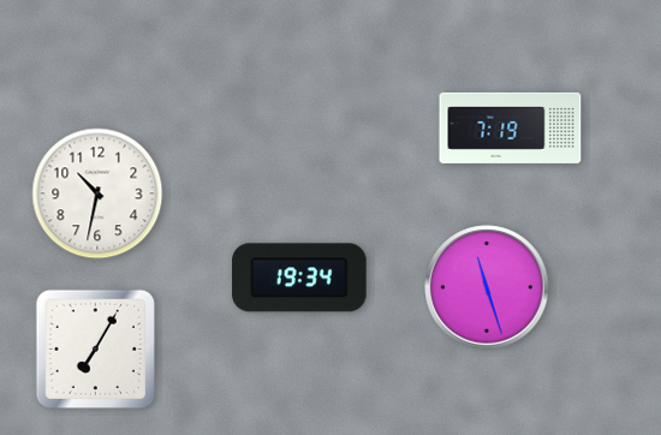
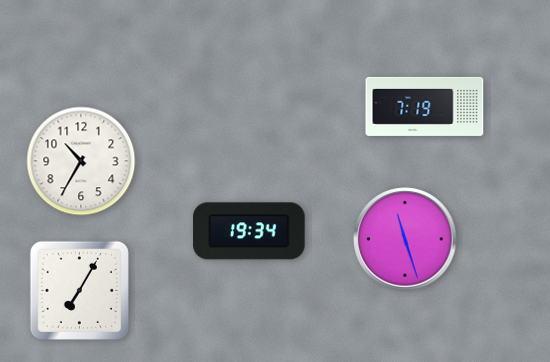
clock at (97, 193): 10:32 -> 10:35
